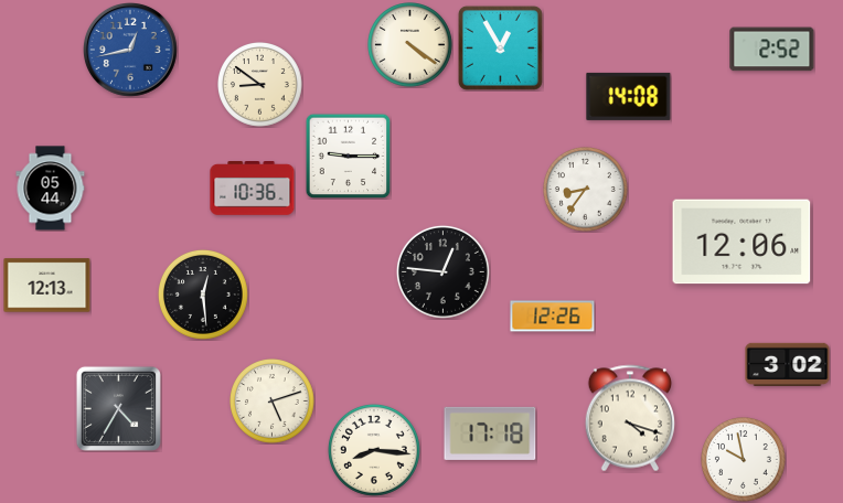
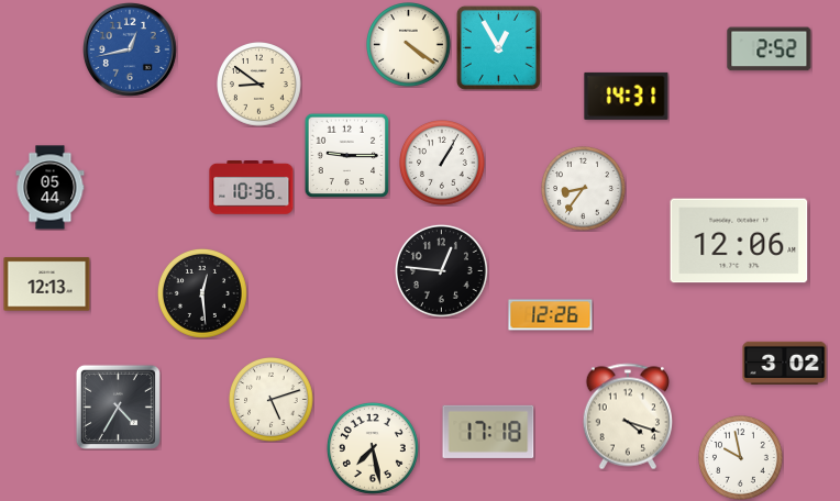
clock at (629, 96): 14:08 -> 14:31
clock at (443, 164): none -> 1:05
clock at (374, 450): 8:16 -> 7:28
